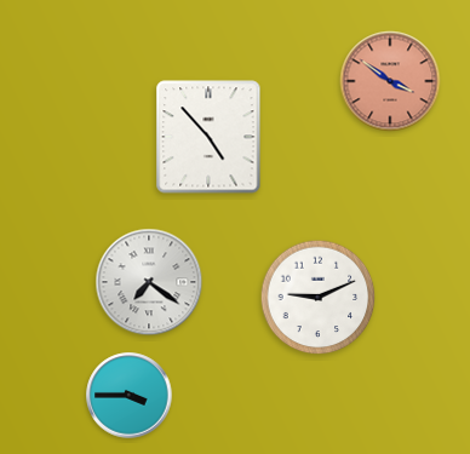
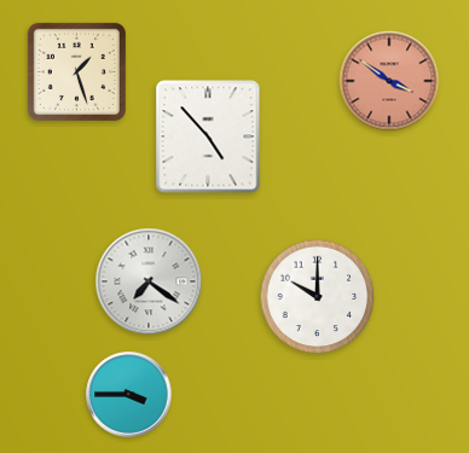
clock at (76, 71): none -> 1:27
clock at (319, 298): 9:11 -> 10:00
